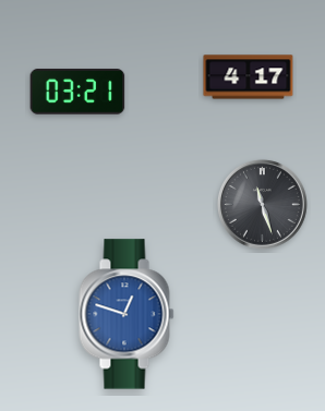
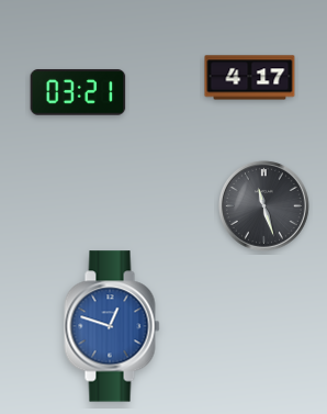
clock at (127, 314) position: (127, 314) -> (112, 326)
